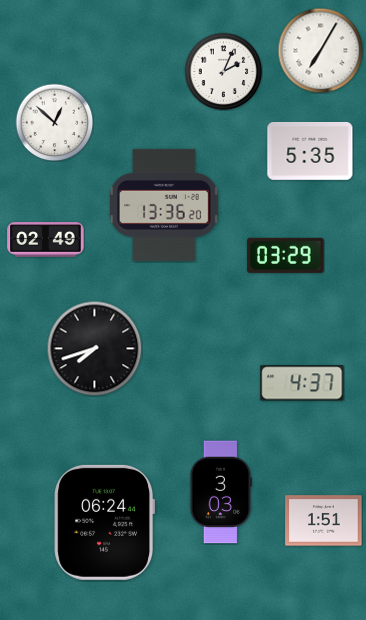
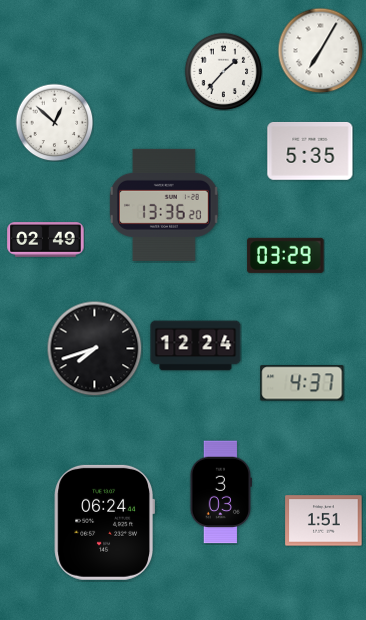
clock at (223, 71): 2:04 -> 1:37
clock at (196, 346): none -> 12:24
